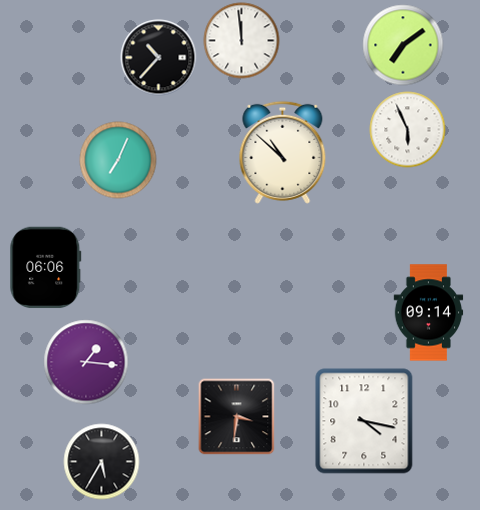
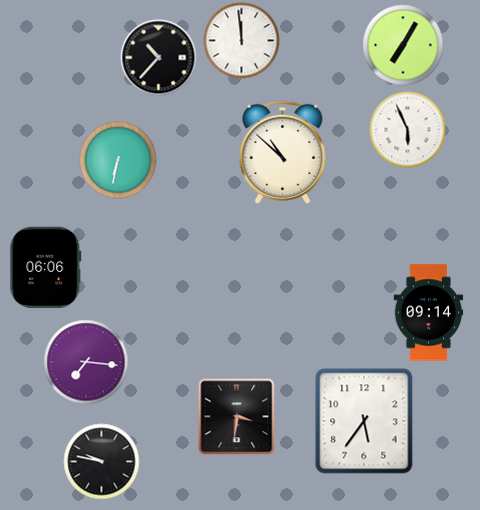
clock at (403, 45): 7:09 -> 7:05
clock at (118, 160): 7:04 -> 6:32
clock at (86, 362): 1:16 -> 7:16
clock at (364, 421): 4:17 -> 5:36
clock at (102, 462): 5:35 -> 9:47
